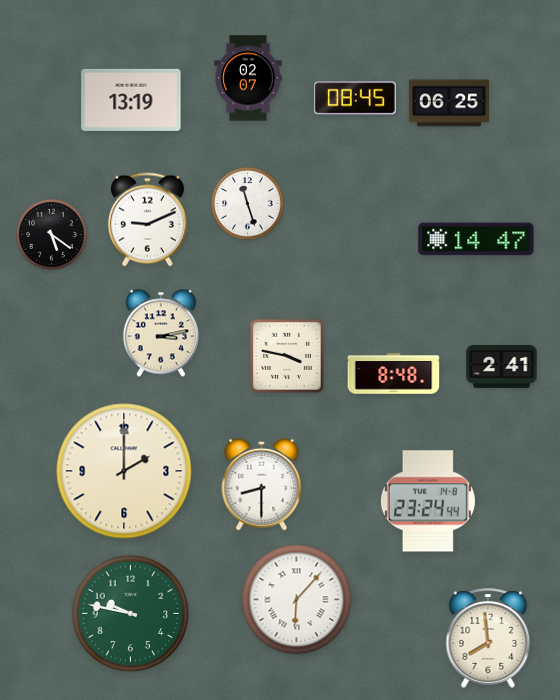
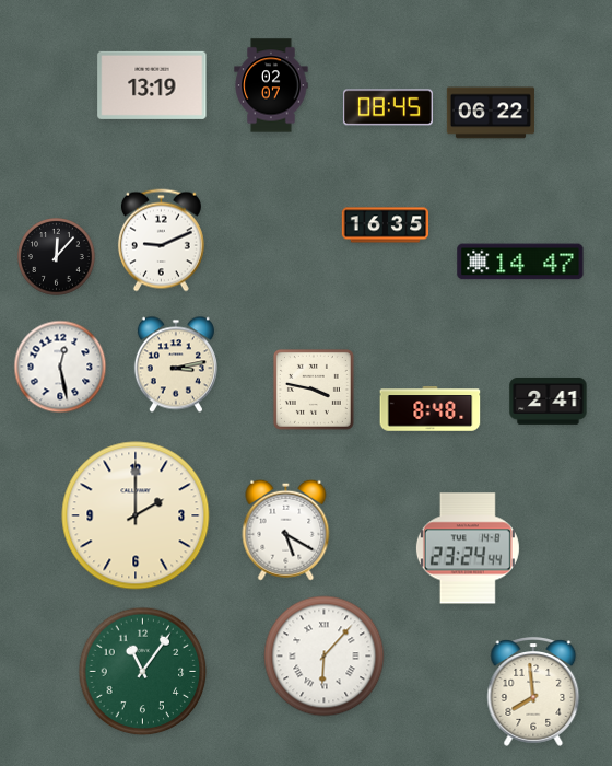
clock at (131, 100) position: (131, 100) -> (152, 85)
clock at (449, 103): 06:25 -> 06:22
clock at (248, 204): 11:27 -> none
clock at (386, 225): none -> 16:35
clock at (52, 235): 5:21 -> 12:07
clock at (60, 367): none -> 12:28
clock at (262, 484): 8:30 -> 5:20
clock at (131, 614): 9:47 -> 11:06
clock at (488, 638) position: (488, 638) -> (533, 692)
